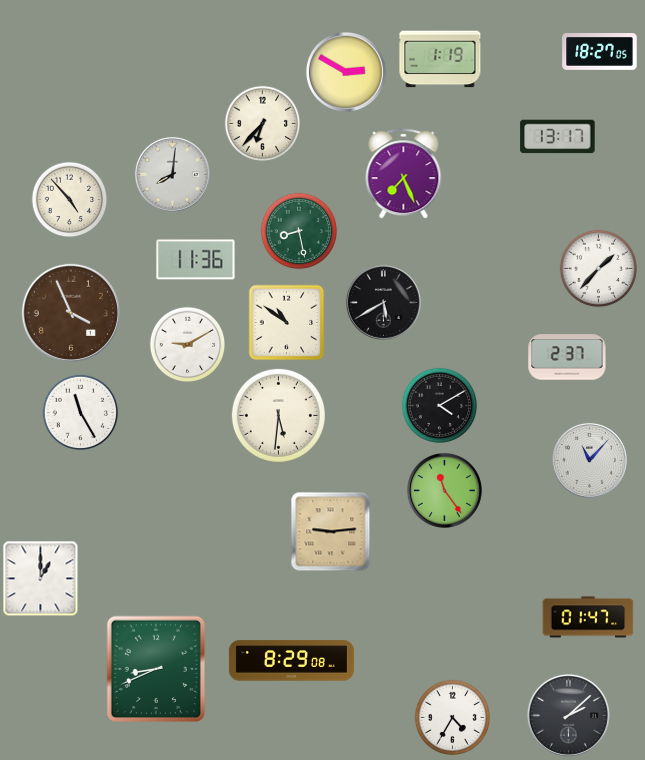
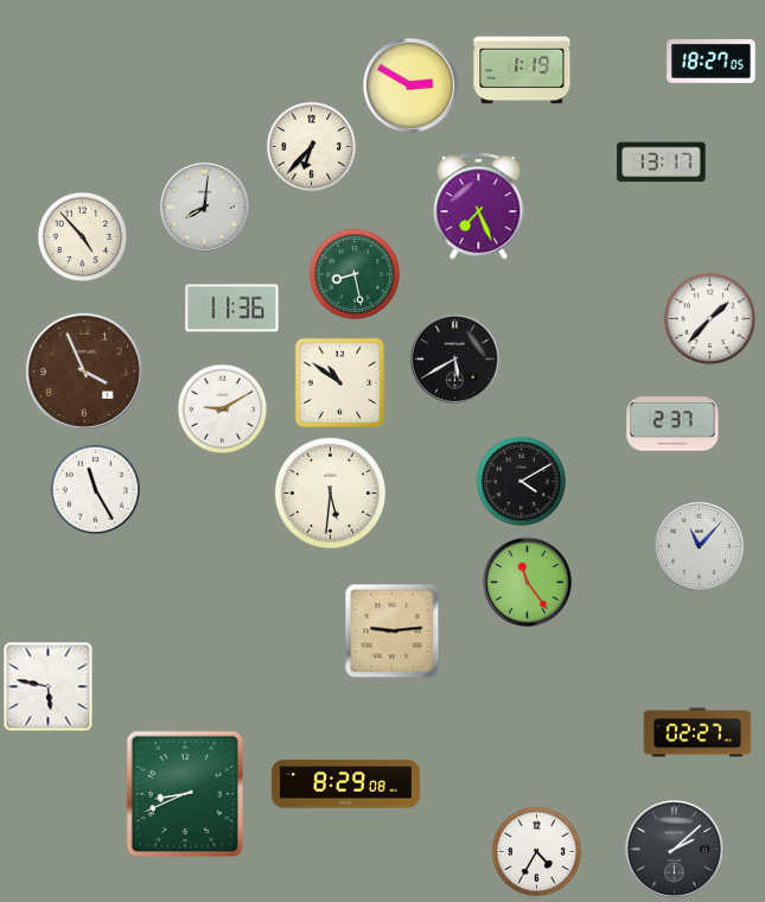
clock at (41, 579): 1:00 -> 5:47
clock at (588, 617): 01:47 -> 02:27
